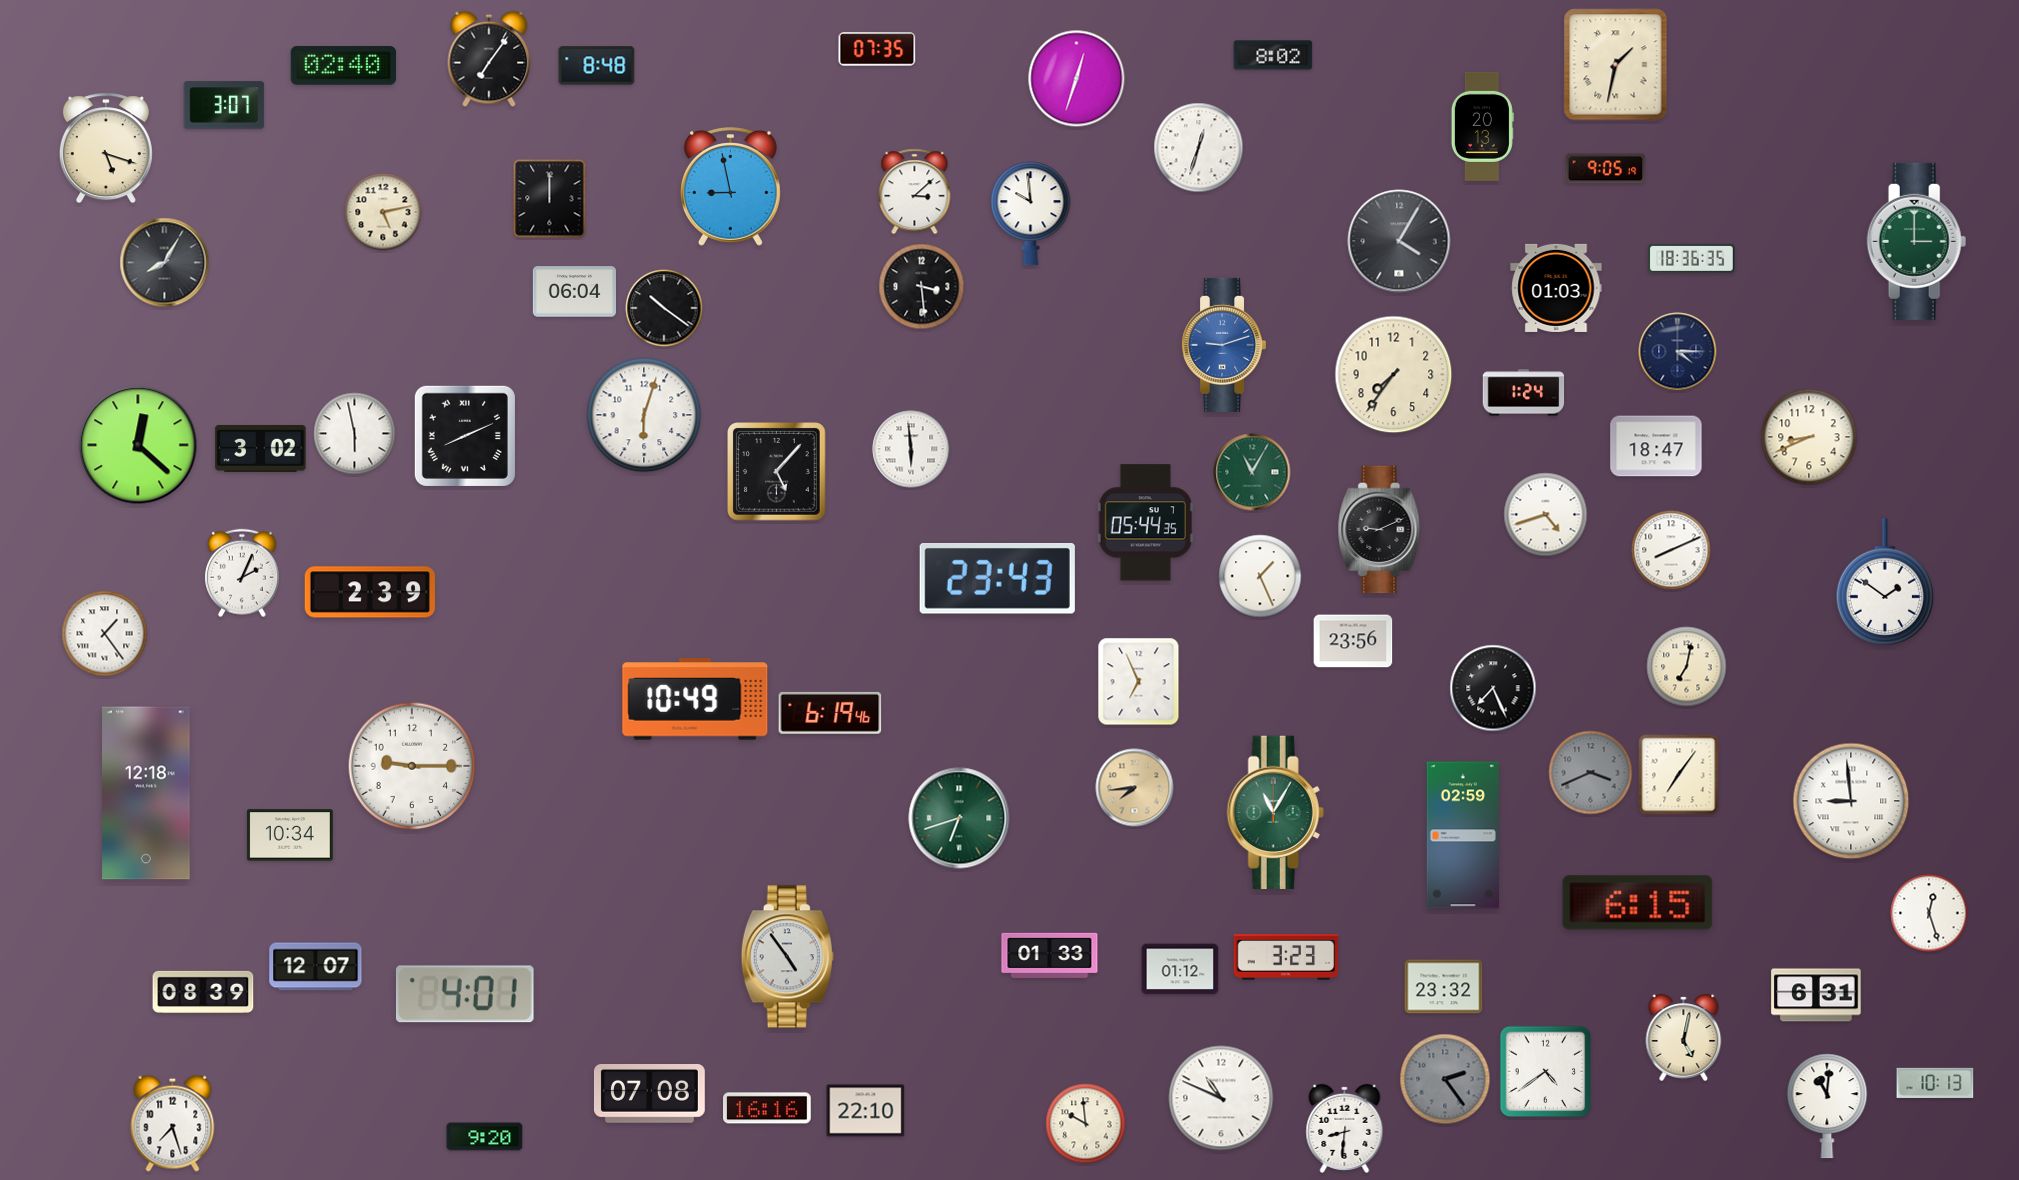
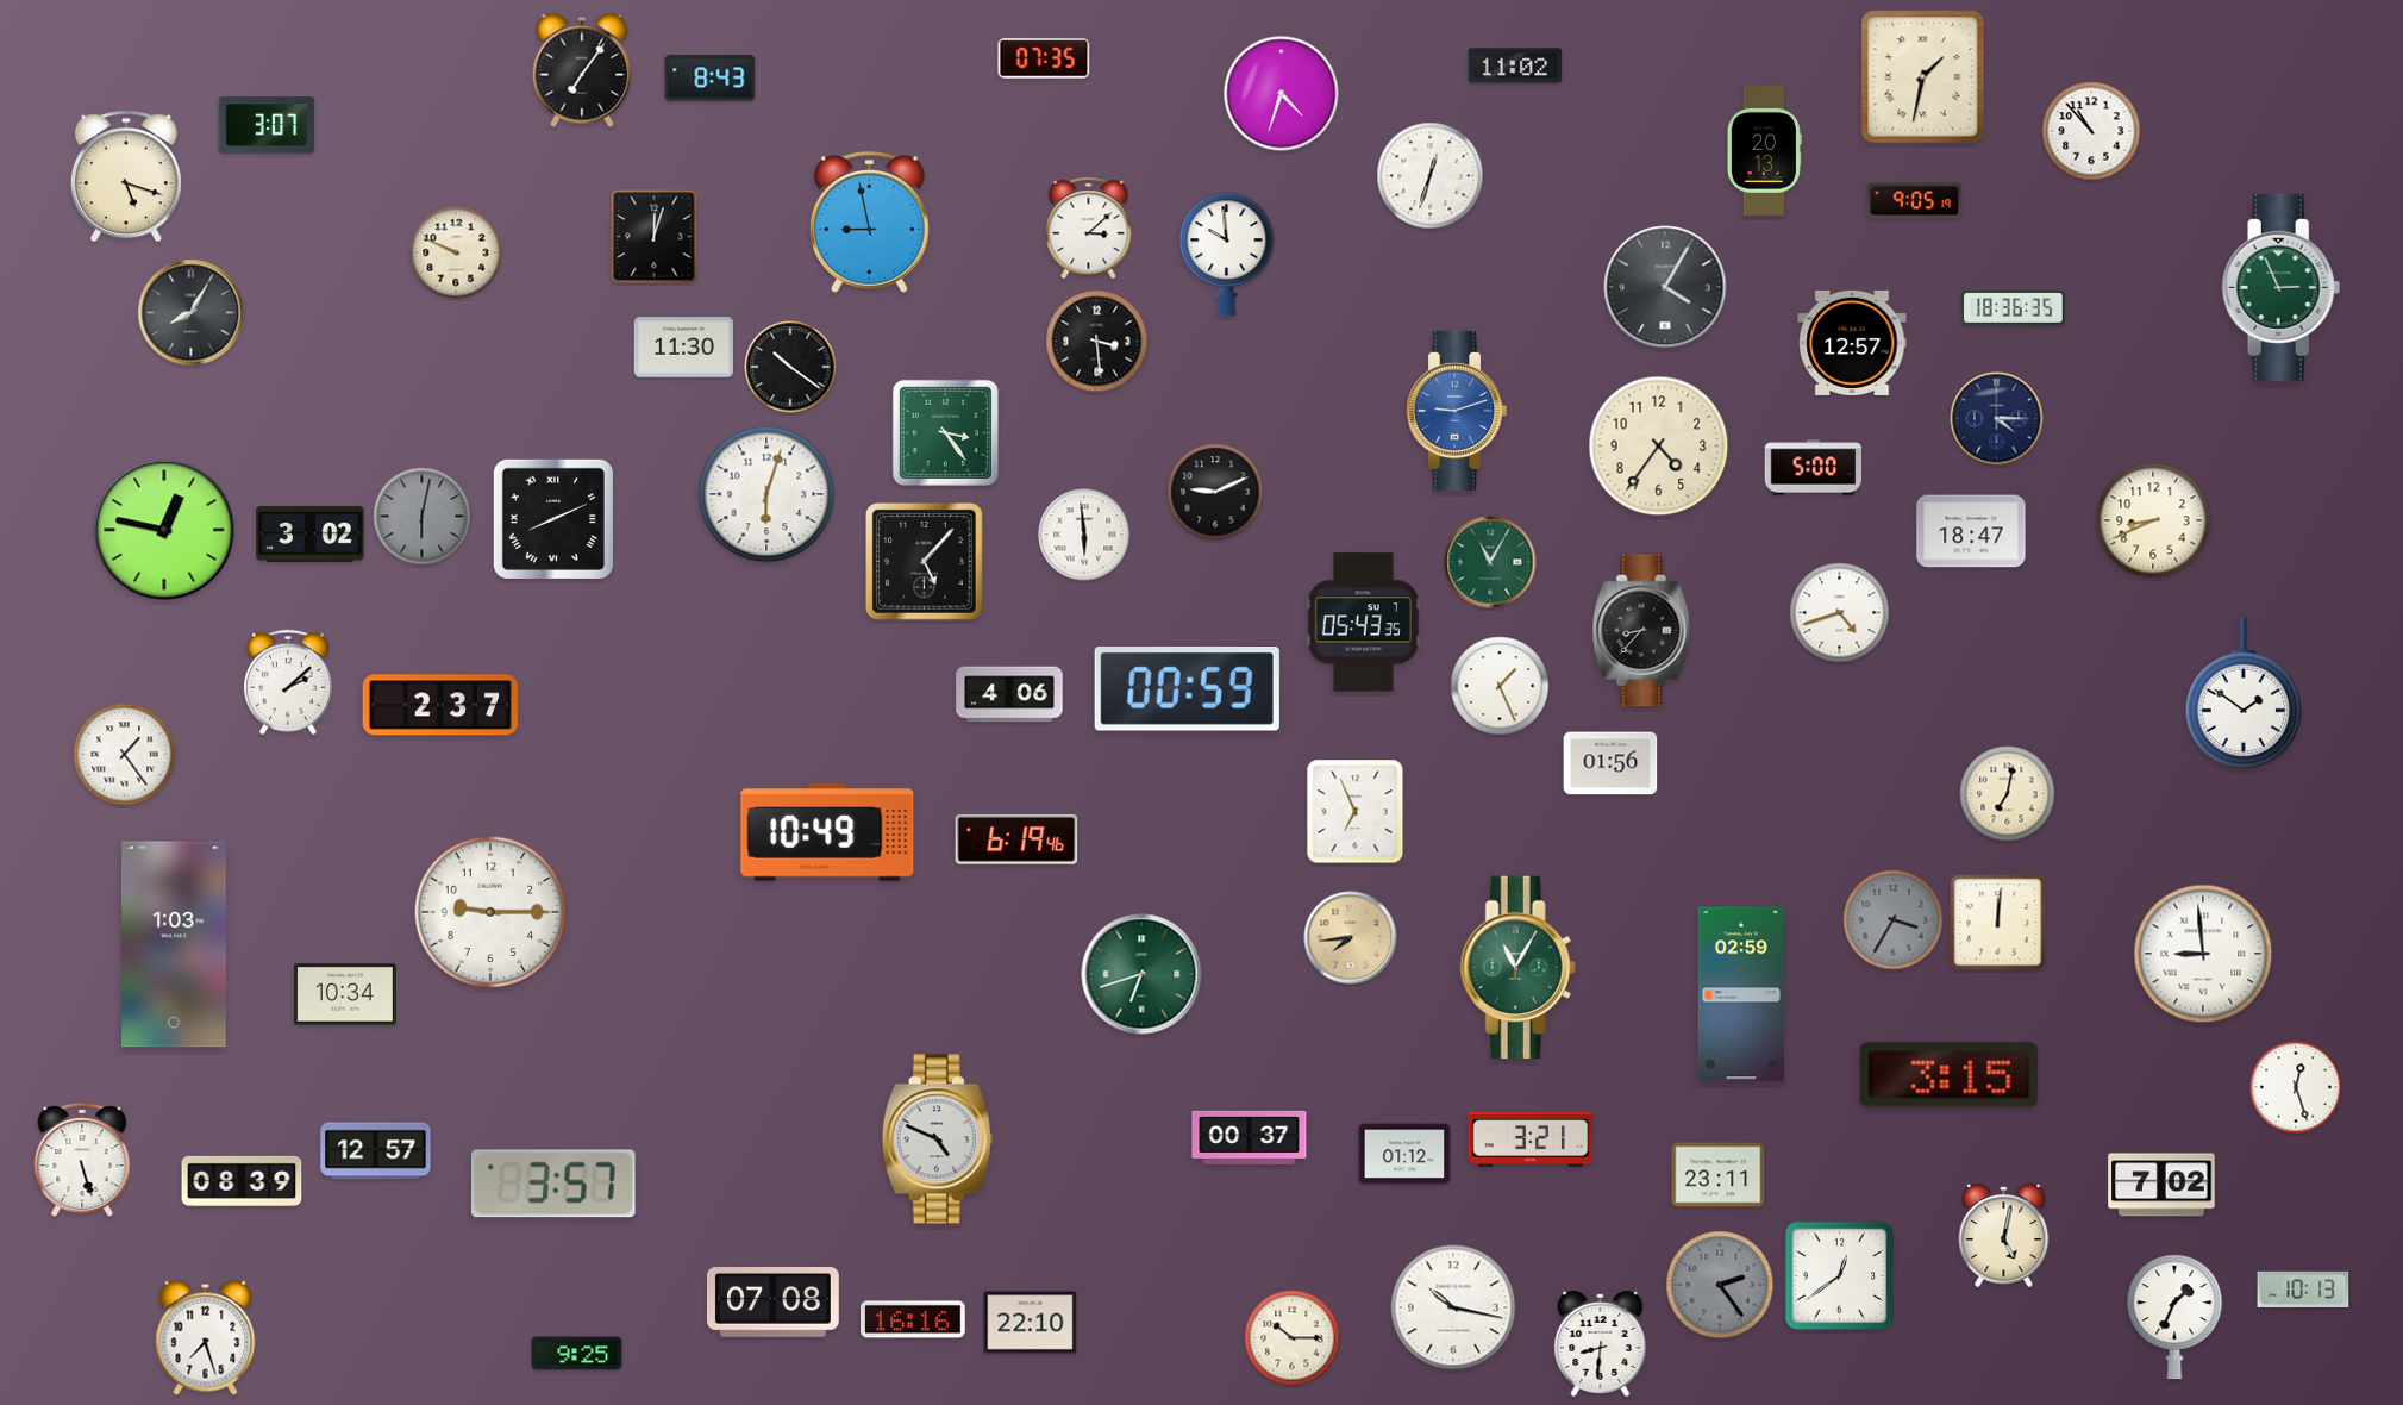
clock at (1273, 55): 8:02 -> 11:02
clock at (344, 66): 02:40 -> none
clock at (597, 66): 8:48 -> 8:43
clock at (1077, 79): 12:33 -> 4:33
clock at (2091, 131): none -> 10:53
clock at (1199, 148) position: (1199, 148) -> (1431, 176)
clock at (1606, 169) position: (1606, 169) -> (1915, 201)
clock at (550, 199): 12:00 -> 12:03
clock at (383, 212): 5:13 -> 9:49
clock at (1917, 241): 3:00 -> 2:56
clock at (165, 263) position: (165, 263) -> (192, 313)
clock at (1556, 288): 01:03 -> 12:57
clock at (574, 292): 06:04 -> 11:30
clock at (945, 432): none -> 3:24
clock at (1394, 375): 7:36 -> 4:36
clock at (1524, 393): 1:24 -> 5:00
clock at (1215, 492): none -> 9:11
clock at (355, 434): 5:58 -> 6:02
clock at (355, 434) dial: white -> grey
clock at (138, 445): 12:22 -> 12:47
clock at (1145, 523): 05:44 -> 05:43
clock at (1380, 530): 9:11 -> 8:37
clock at (1671, 550): 8:11 -> none
clock at (242, 573): 2:04 -> 2:08
clock at (997, 579): 23:43 -> 00:59
clock at (1009, 694): none -> 4:06
clock at (369, 592): 2:39 -> 2:37
clock at (1353, 641): 23:56 -> 01:56
clock at (1493, 688): 7:26 -> none
clock at (830, 713) position: (830, 713) -> (1016, 839)
clock at (1591, 773): 3:41 -> 3:35
clock at (1679, 775): 7:06 -> 12:01
clock at (146, 793): 12:18 -> 1:03
clock at (1638, 903): 6:15 -> 3:15
clock at (1050, 955): 01:33 -> 00:37
clock at (787, 957): 4:54 -> 4:49
clock at (1286, 957): 3:23 -> 3:21
clock at (316, 967): 12:07 -> 12:57
clock at (82, 1160): none -> 5:27
clock at (1444, 987): 23:32 -> 23:11
clock at (465, 994): 4:01 -> 3:57
clock at (1816, 995): 6:31 -> 7:02
clock at (1546, 1072): 4:39 -> 12:39
clock at (1221, 1098): 10:49 -> 10:17
clock at (1827, 1106): 11:01 -> 1:34
clock at (1086, 1124): 9:59 -> 10:15
clock at (485, 1137): 9:20 -> 9:25
